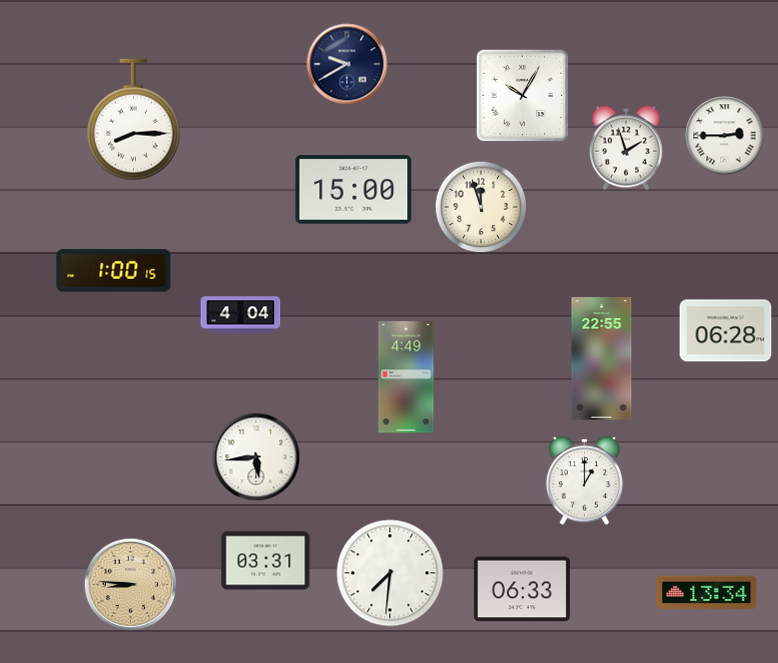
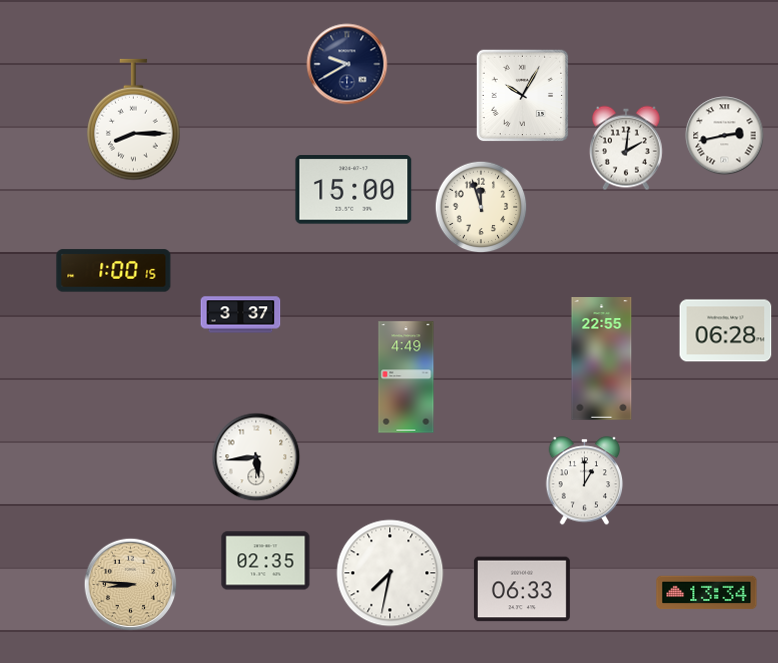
clock at (725, 136): 2:45 -> 2:43
clock at (626, 148): 1:57 -> 2:01
clock at (241, 315): 4:04 -> 3:37
clock at (266, 561): 03:31 -> 02:35
clock at (390, 573): 7:31 -> 7:32
